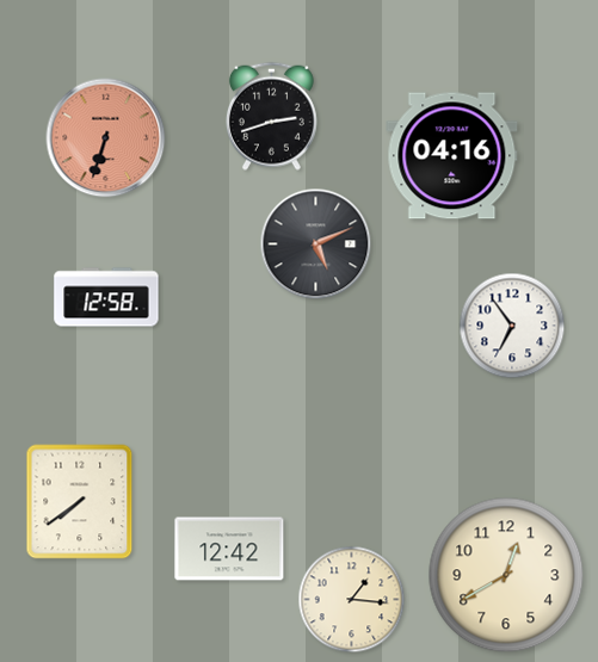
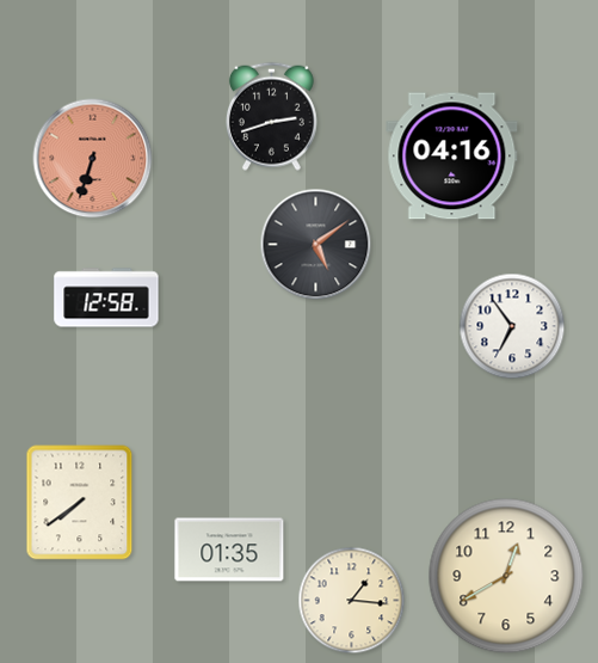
clock at (106, 138) position: (106, 138) -> (93, 159)
clock at (316, 245): 5:11 -> 5:09
clock at (229, 549): 12:42 -> 01:35
